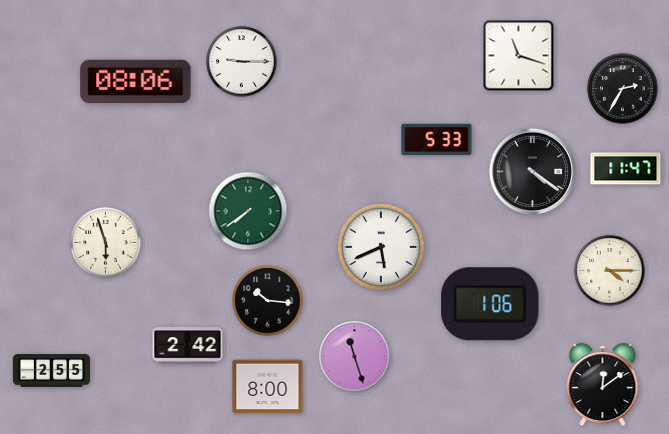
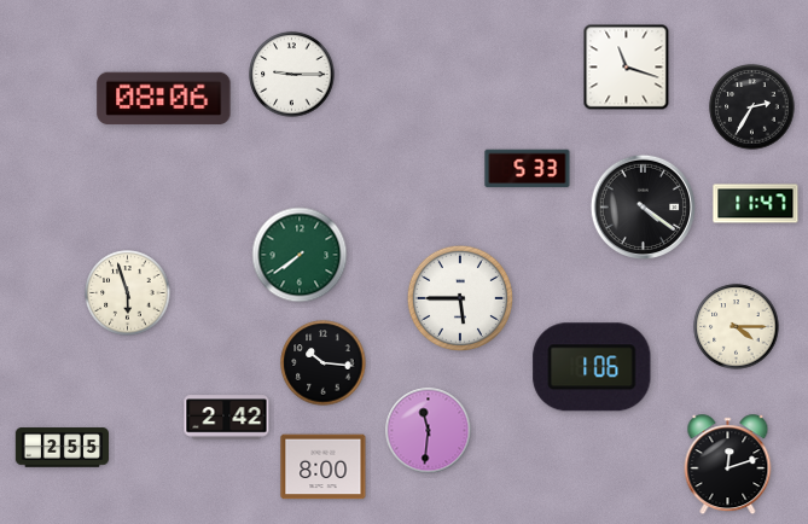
clock at (380, 246): 5:41 -> 5:45
clock at (355, 357): 11:27 -> 11:31
clock at (603, 385): 12:09 -> 12:12
